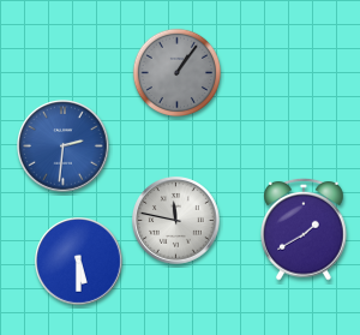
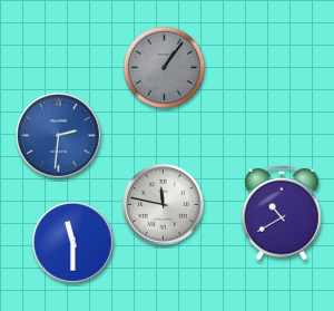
clock at (304, 229): 1:40 -> 10:40
clock at (79, 262): 5:30 -> 11:30
